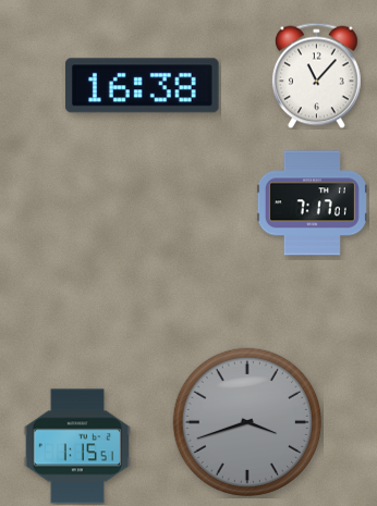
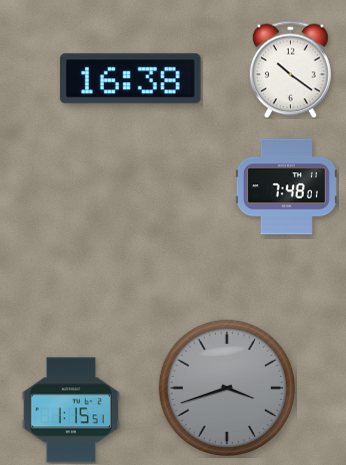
clock at (316, 75): 11:07 -> 10:21
clock at (312, 203): 7:17 -> 7:48
